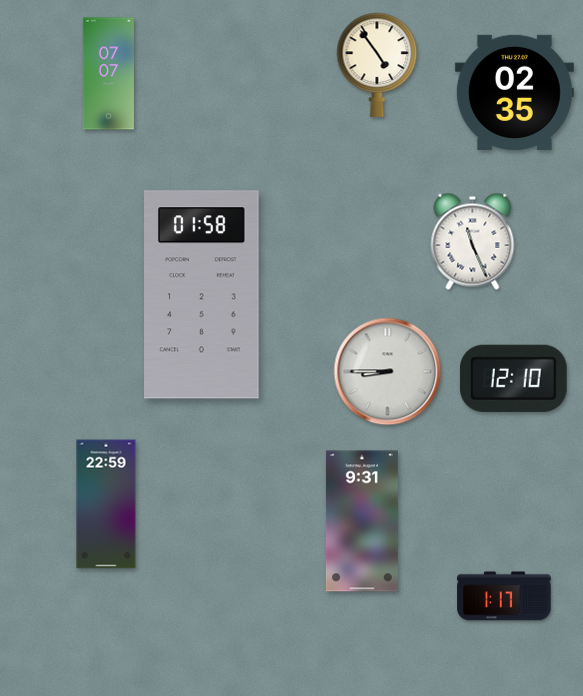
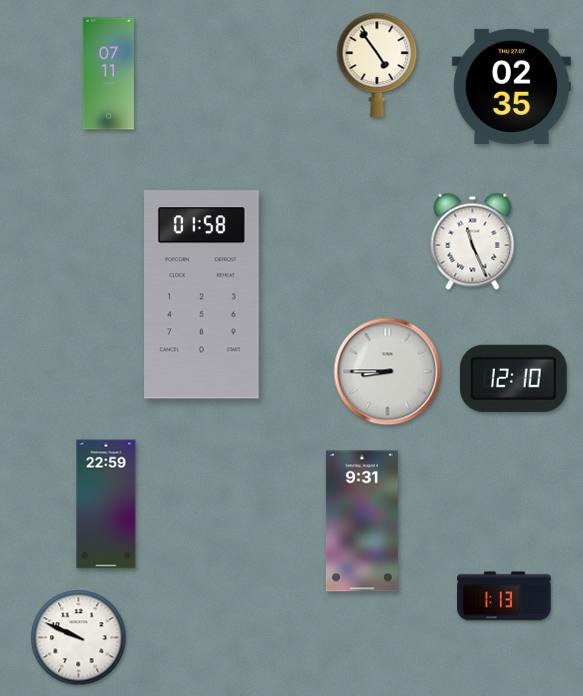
clock at (108, 74): 07:07 -> 07:11
clock at (514, 92) position: (514, 92) -> (511, 86)
clock at (504, 596): 1:17 -> 1:13
clock at (79, 638): none -> 9:49
